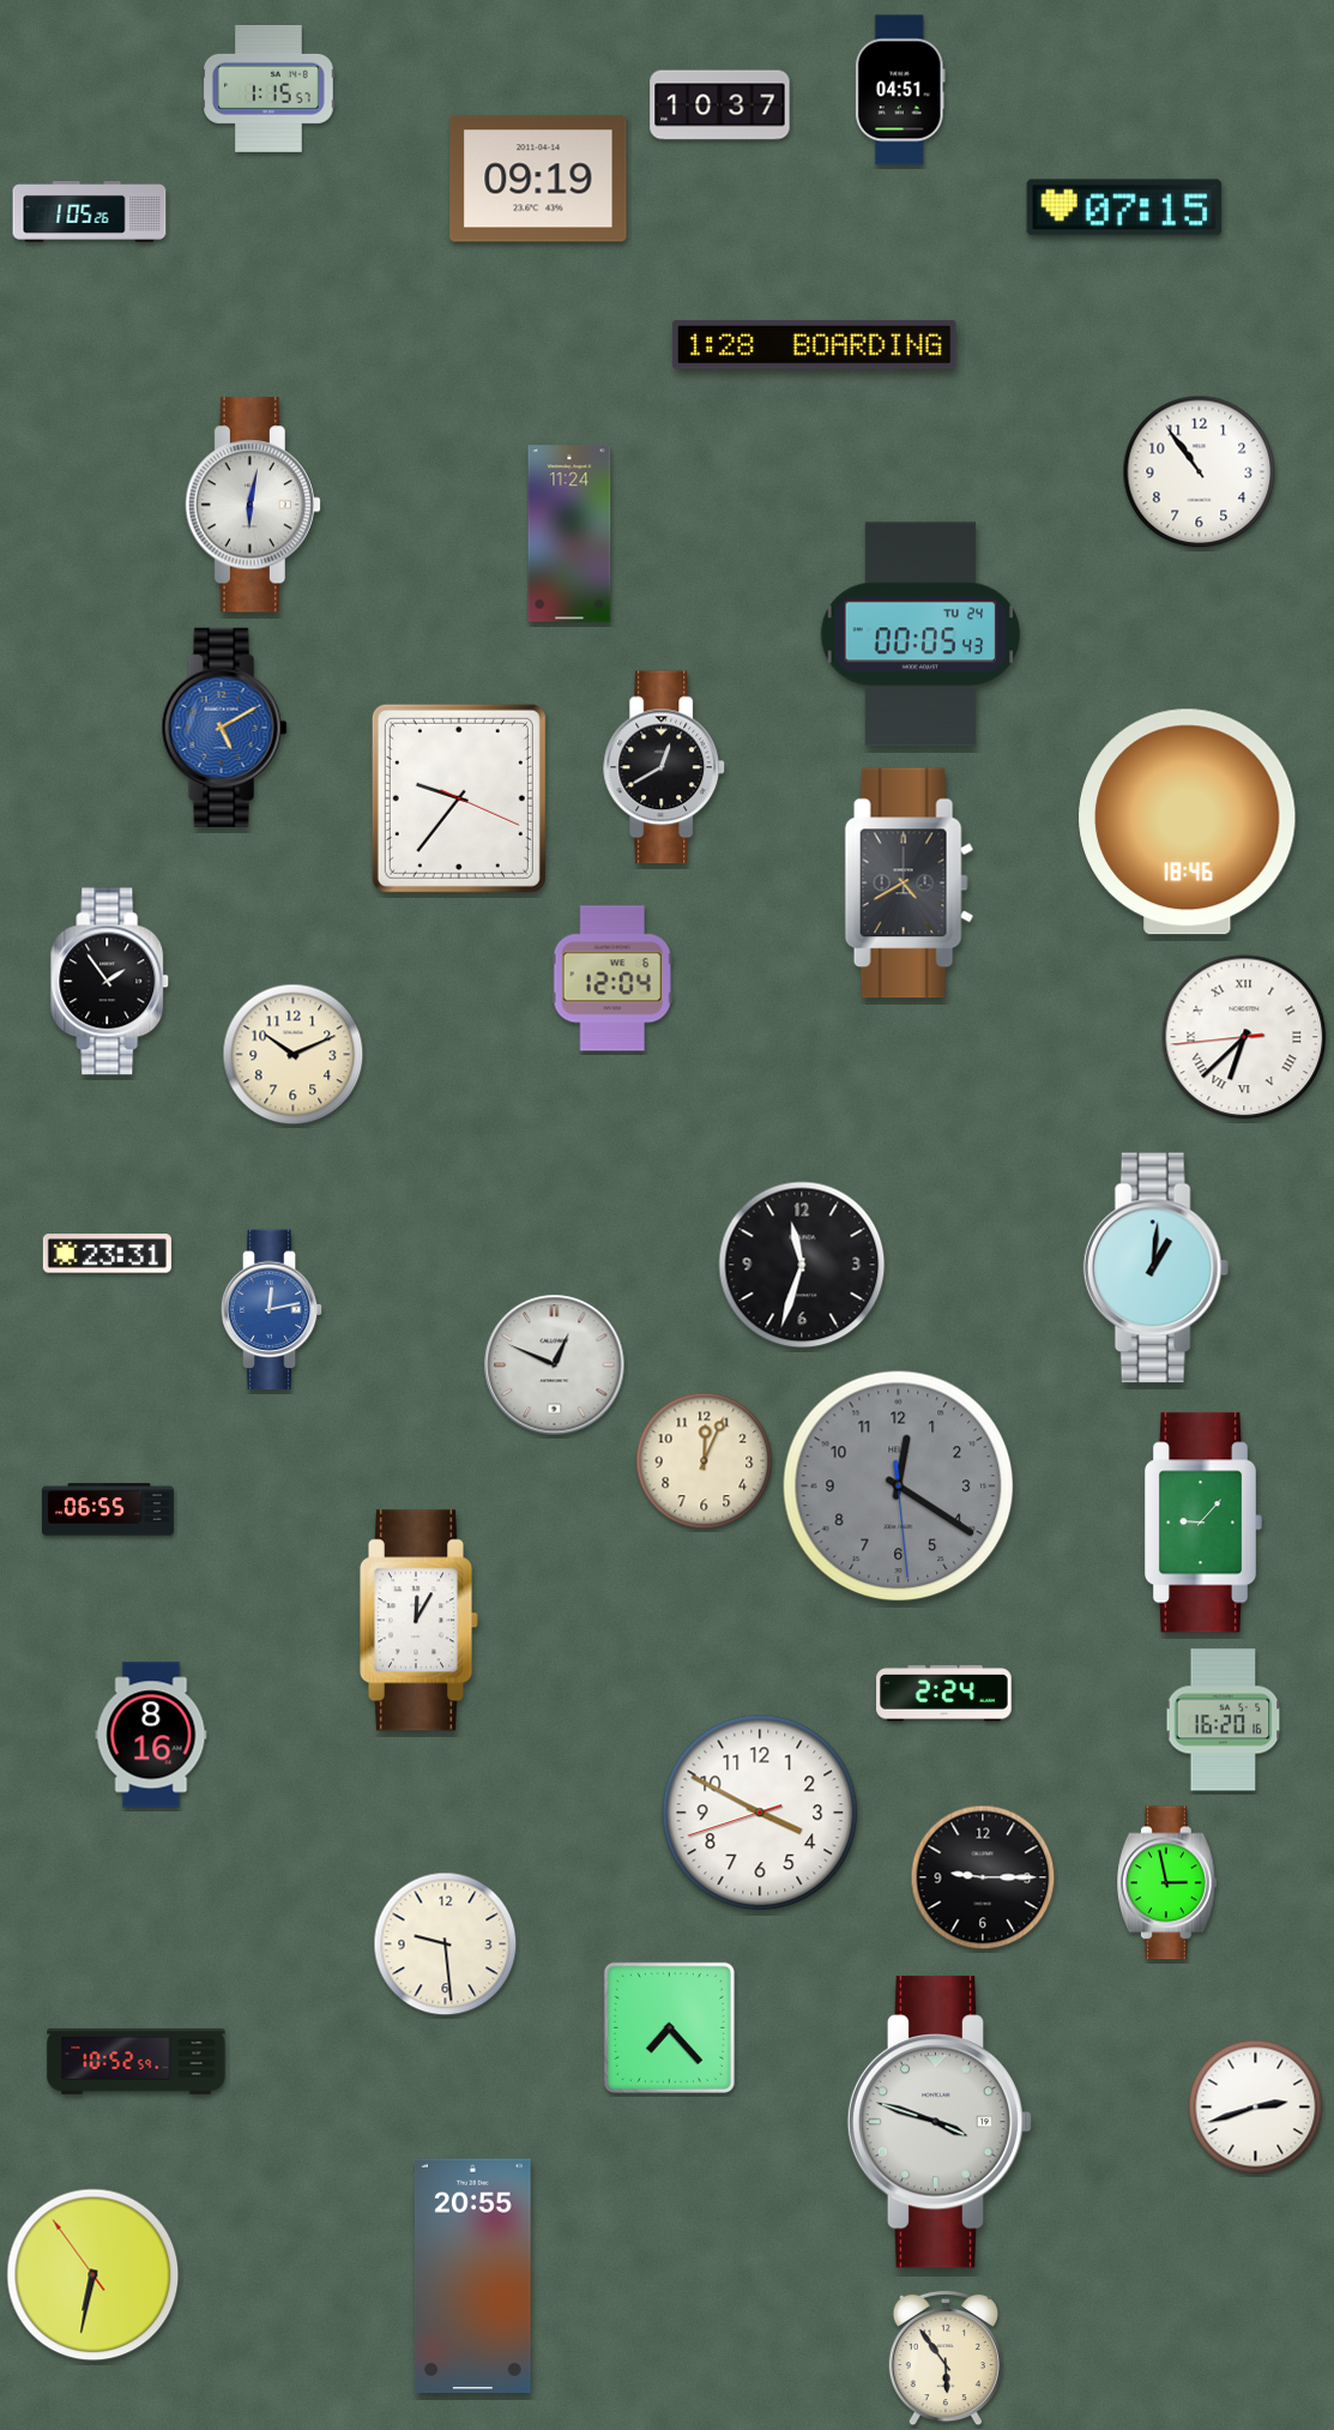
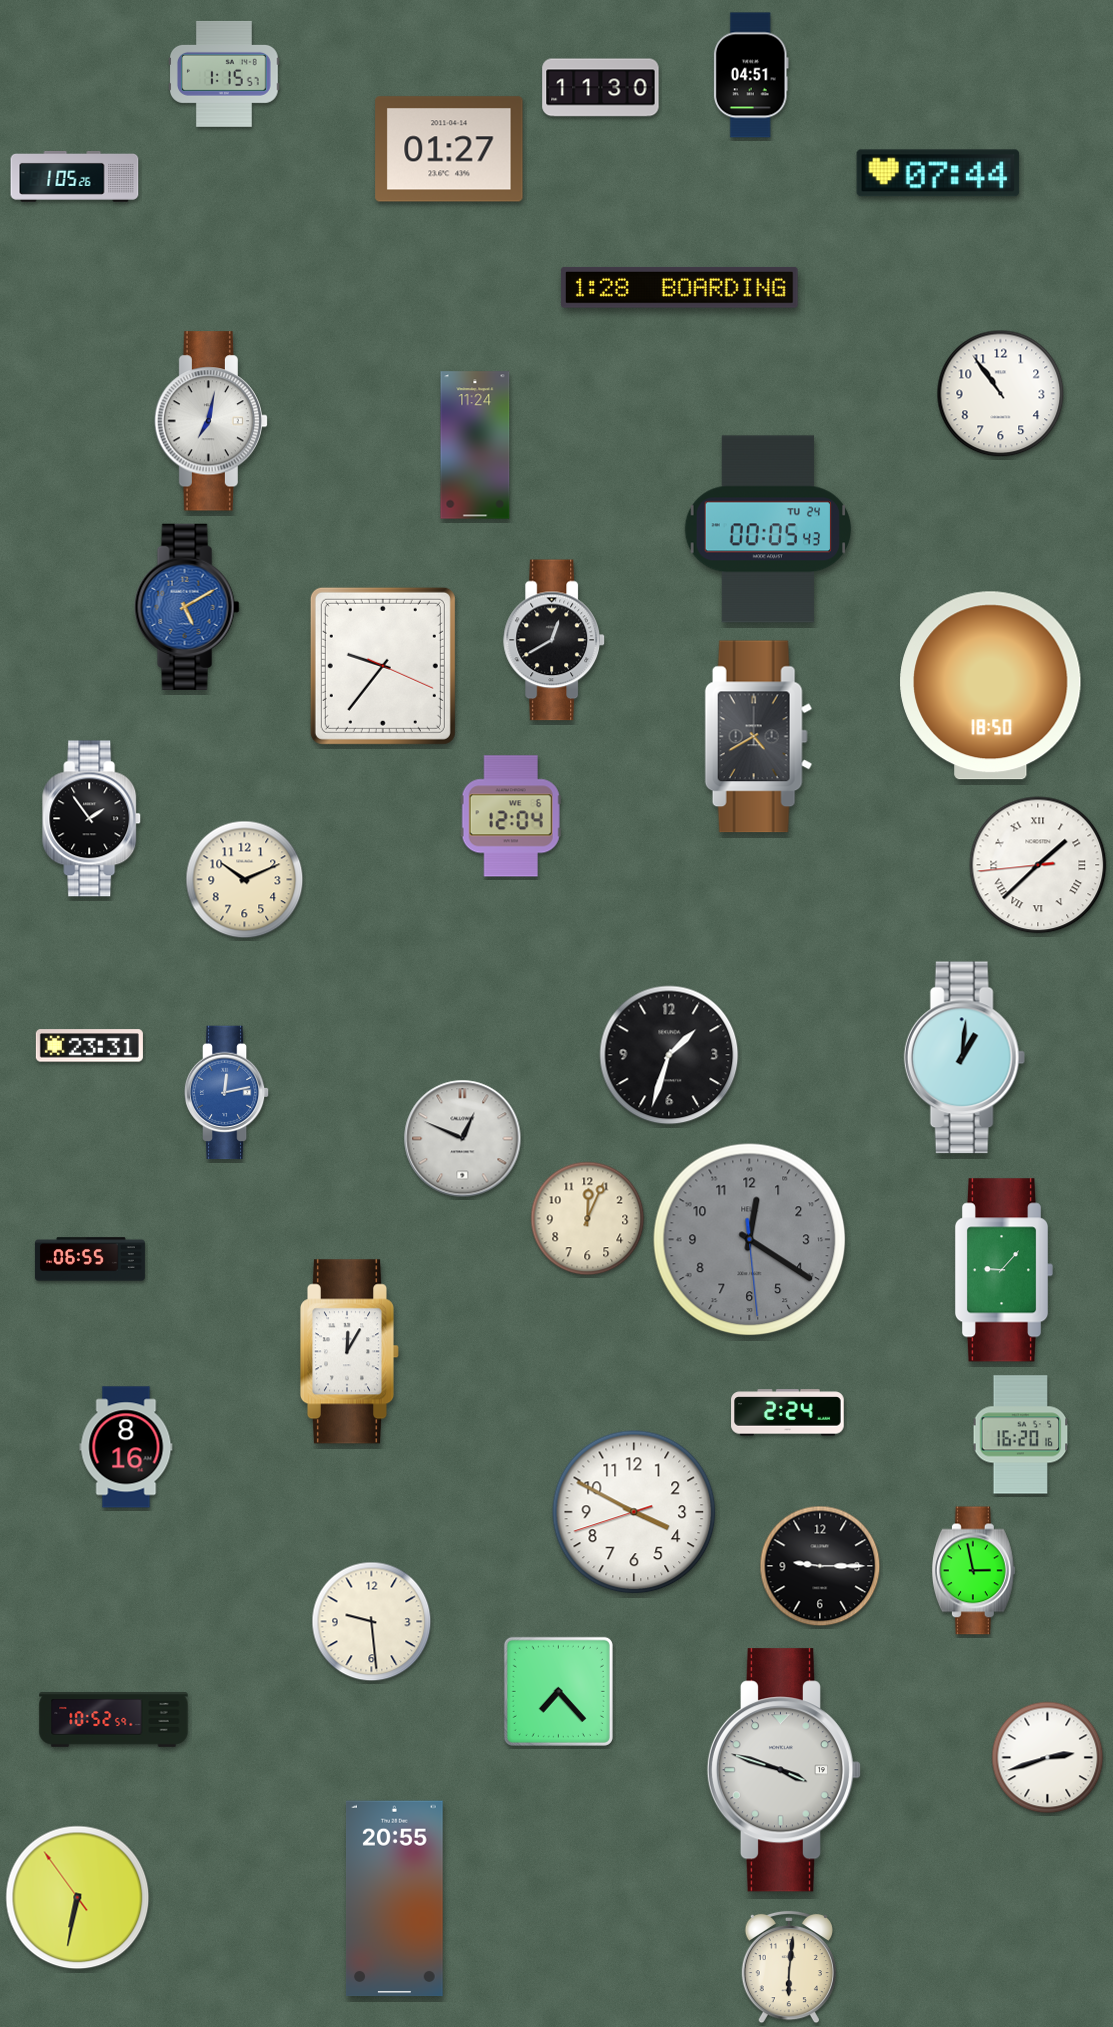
clock at (720, 105): 10:37 -> 11:30
clock at (538, 179): 09:19 -> 01:27
clock at (1124, 207): 07:15 -> 07:44
clock at (252, 505): 6:02 -> 7:02
clock at (1188, 822): 18:46 -> 18:50
clock at (1244, 1037): 6:37 -> 1:37
clock at (802, 1265): 11:33 -> 1:33
clock at (946, 2358): 5:54 -> 6:01
